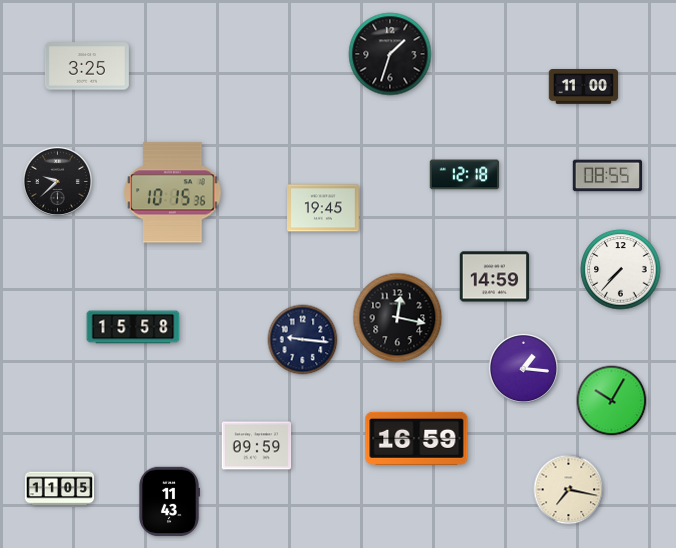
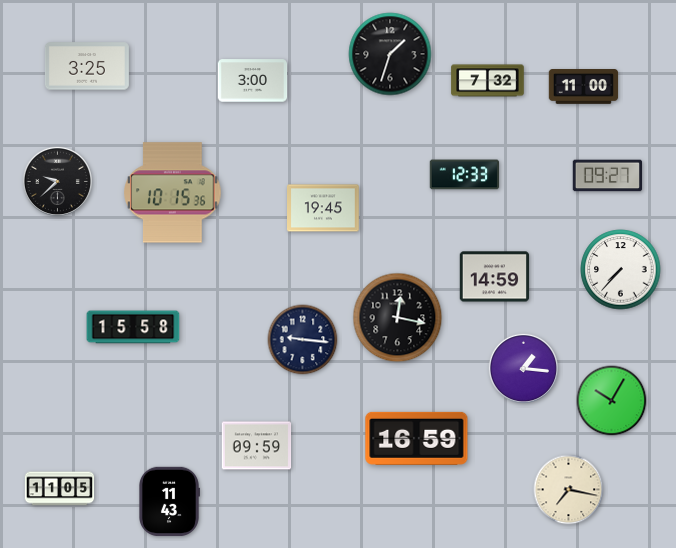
clock at (253, 81): none -> 3:00
clock at (488, 81): none -> 7:32
clock at (465, 175): 12:18 -> 12:33
clock at (608, 176): 08:55 -> 09:27
